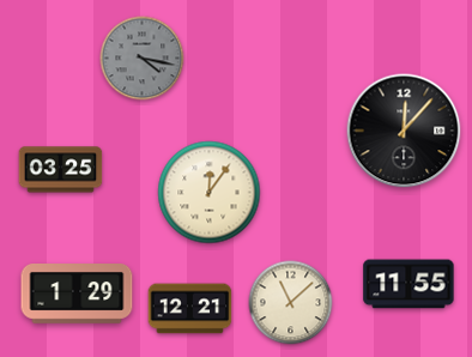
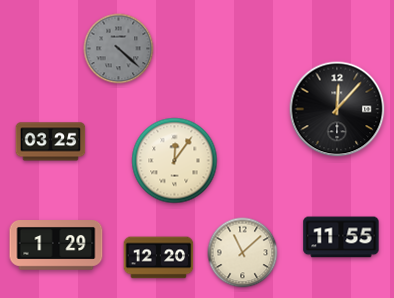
clock at (143, 59): 4:17 -> 4:22
clock at (77, 295) position: (77, 295) -> (56, 246)
clock at (190, 309): 12:21 -> 12:20
